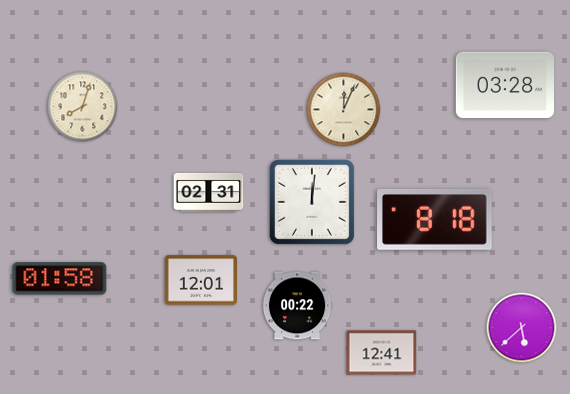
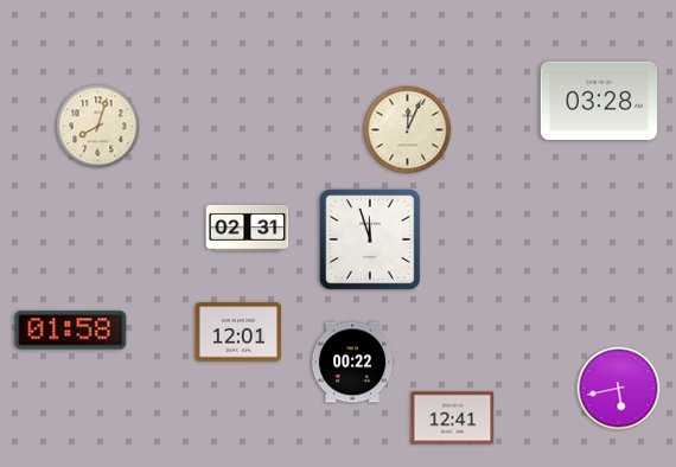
clock at (312, 202): 12:01 -> 11:57
clock at (435, 219): 8:18 -> none
clock at (522, 328): 5:38 -> 5:43
